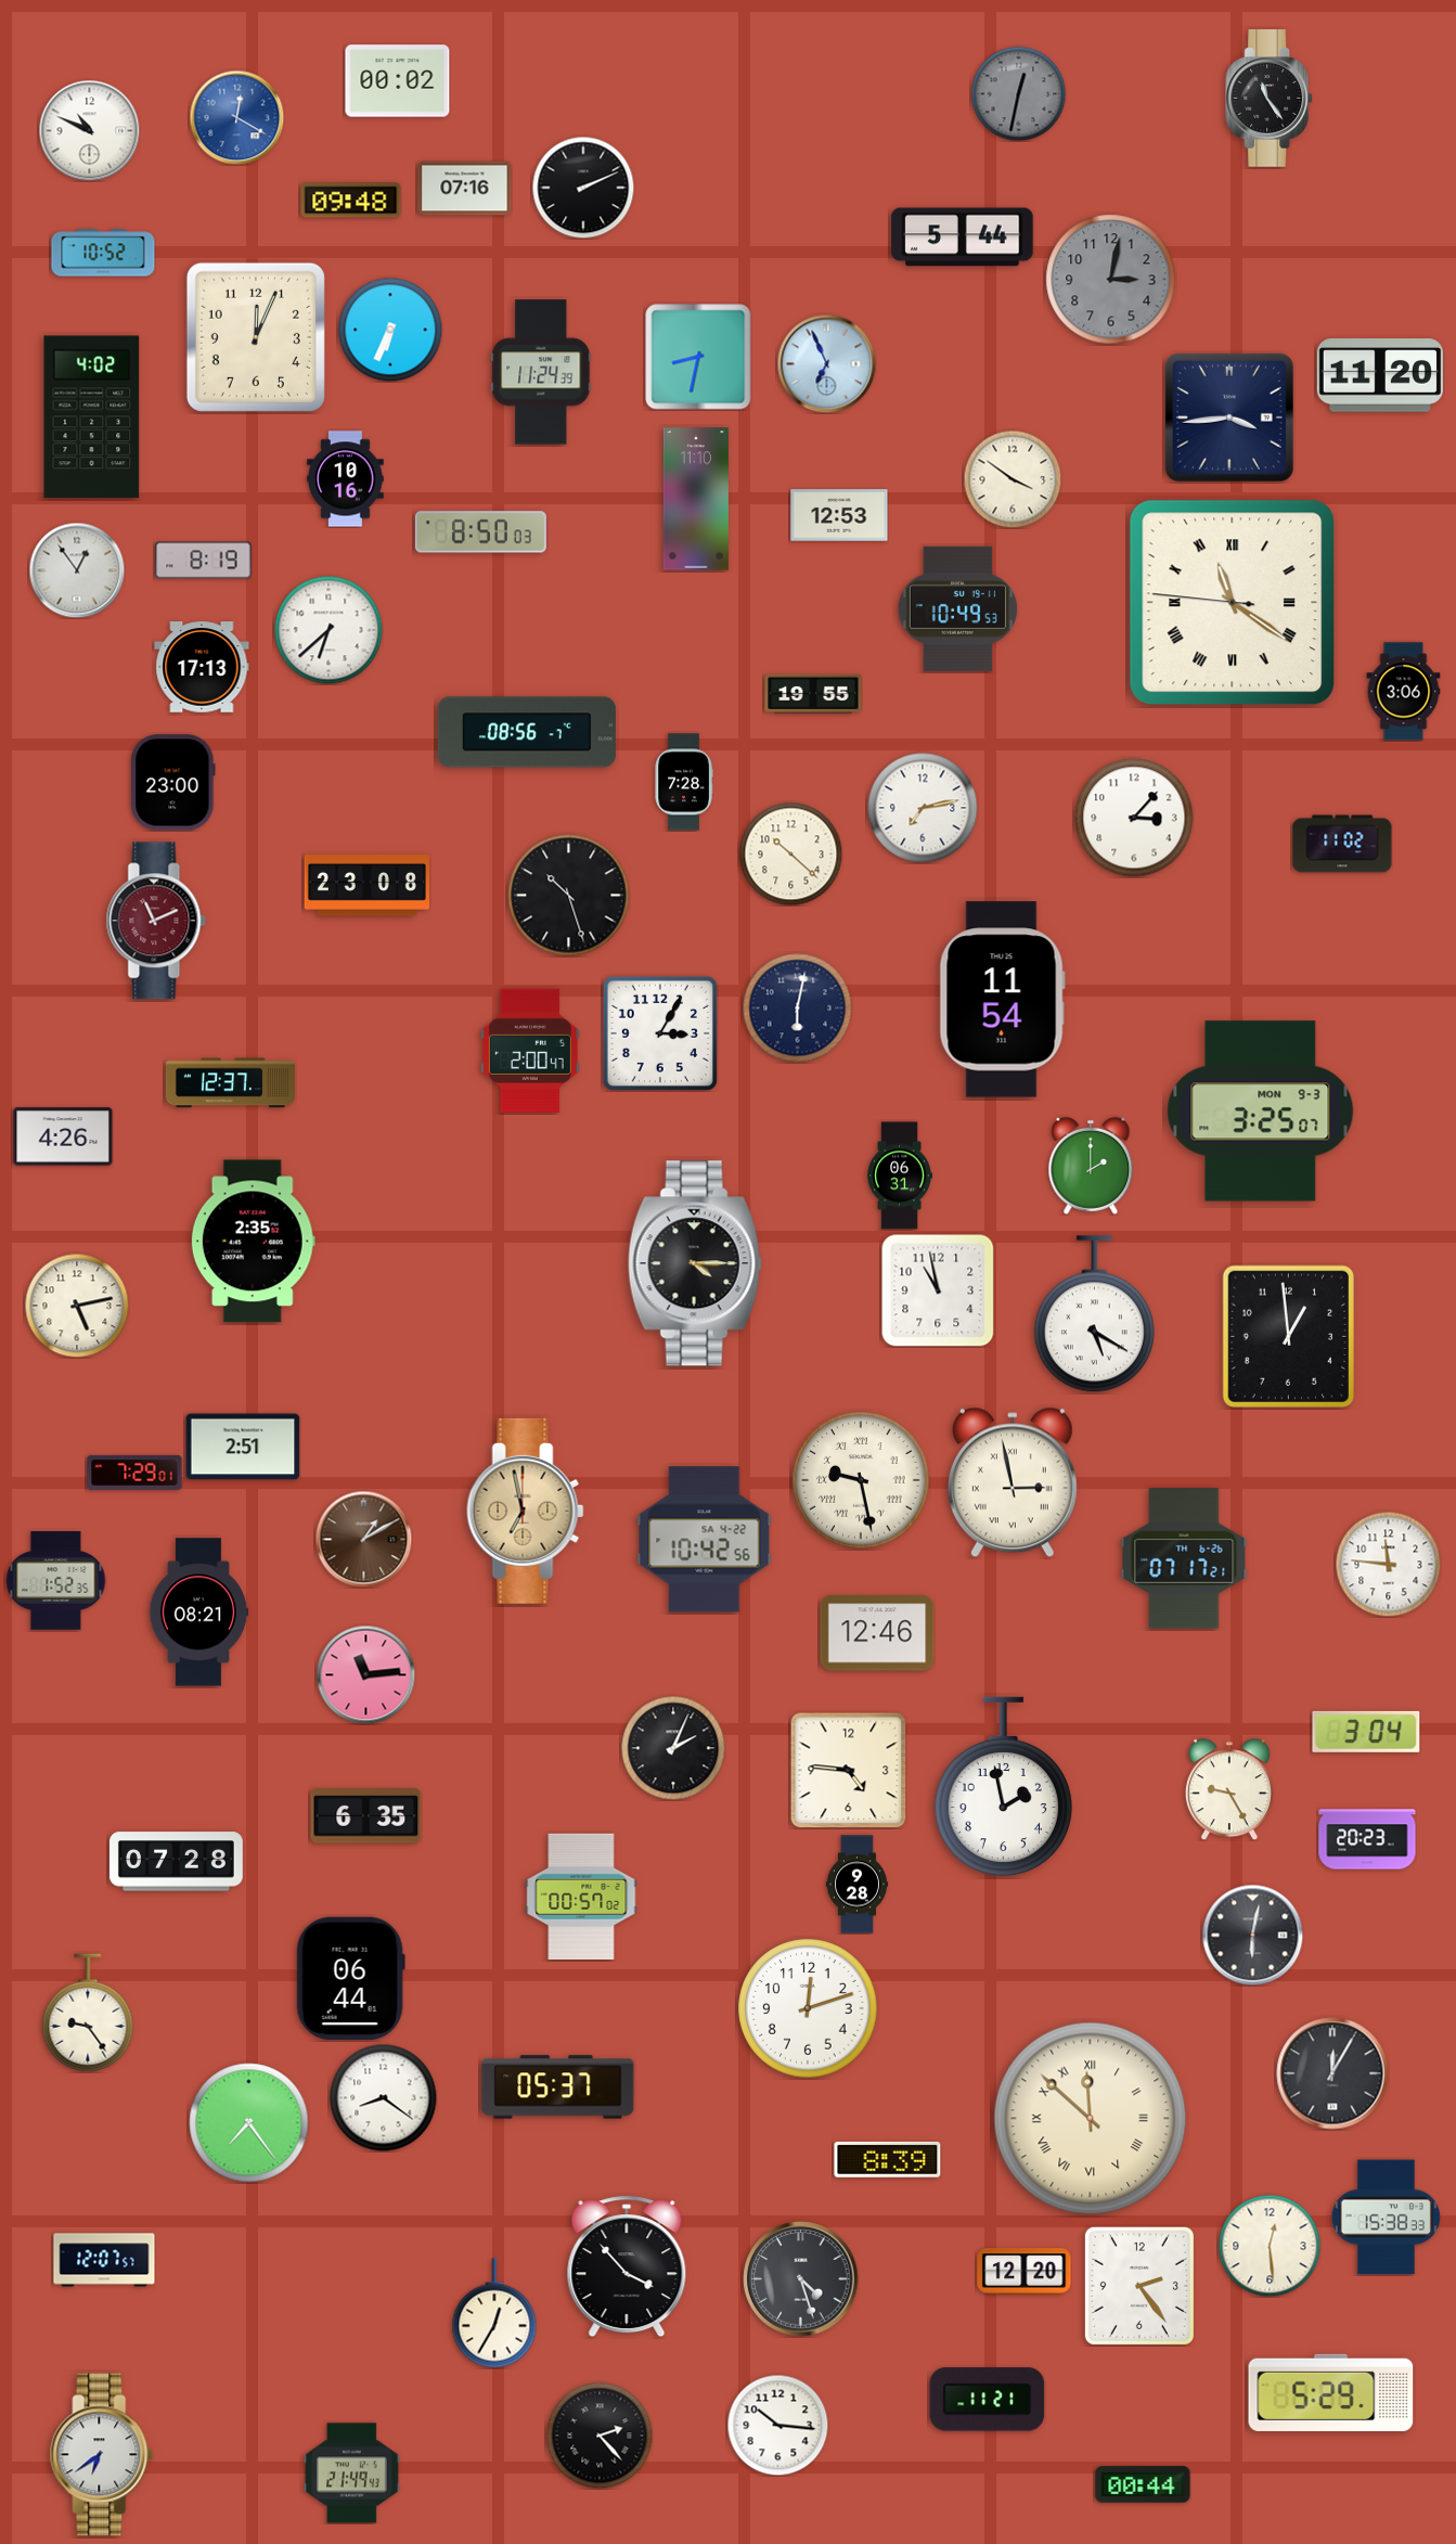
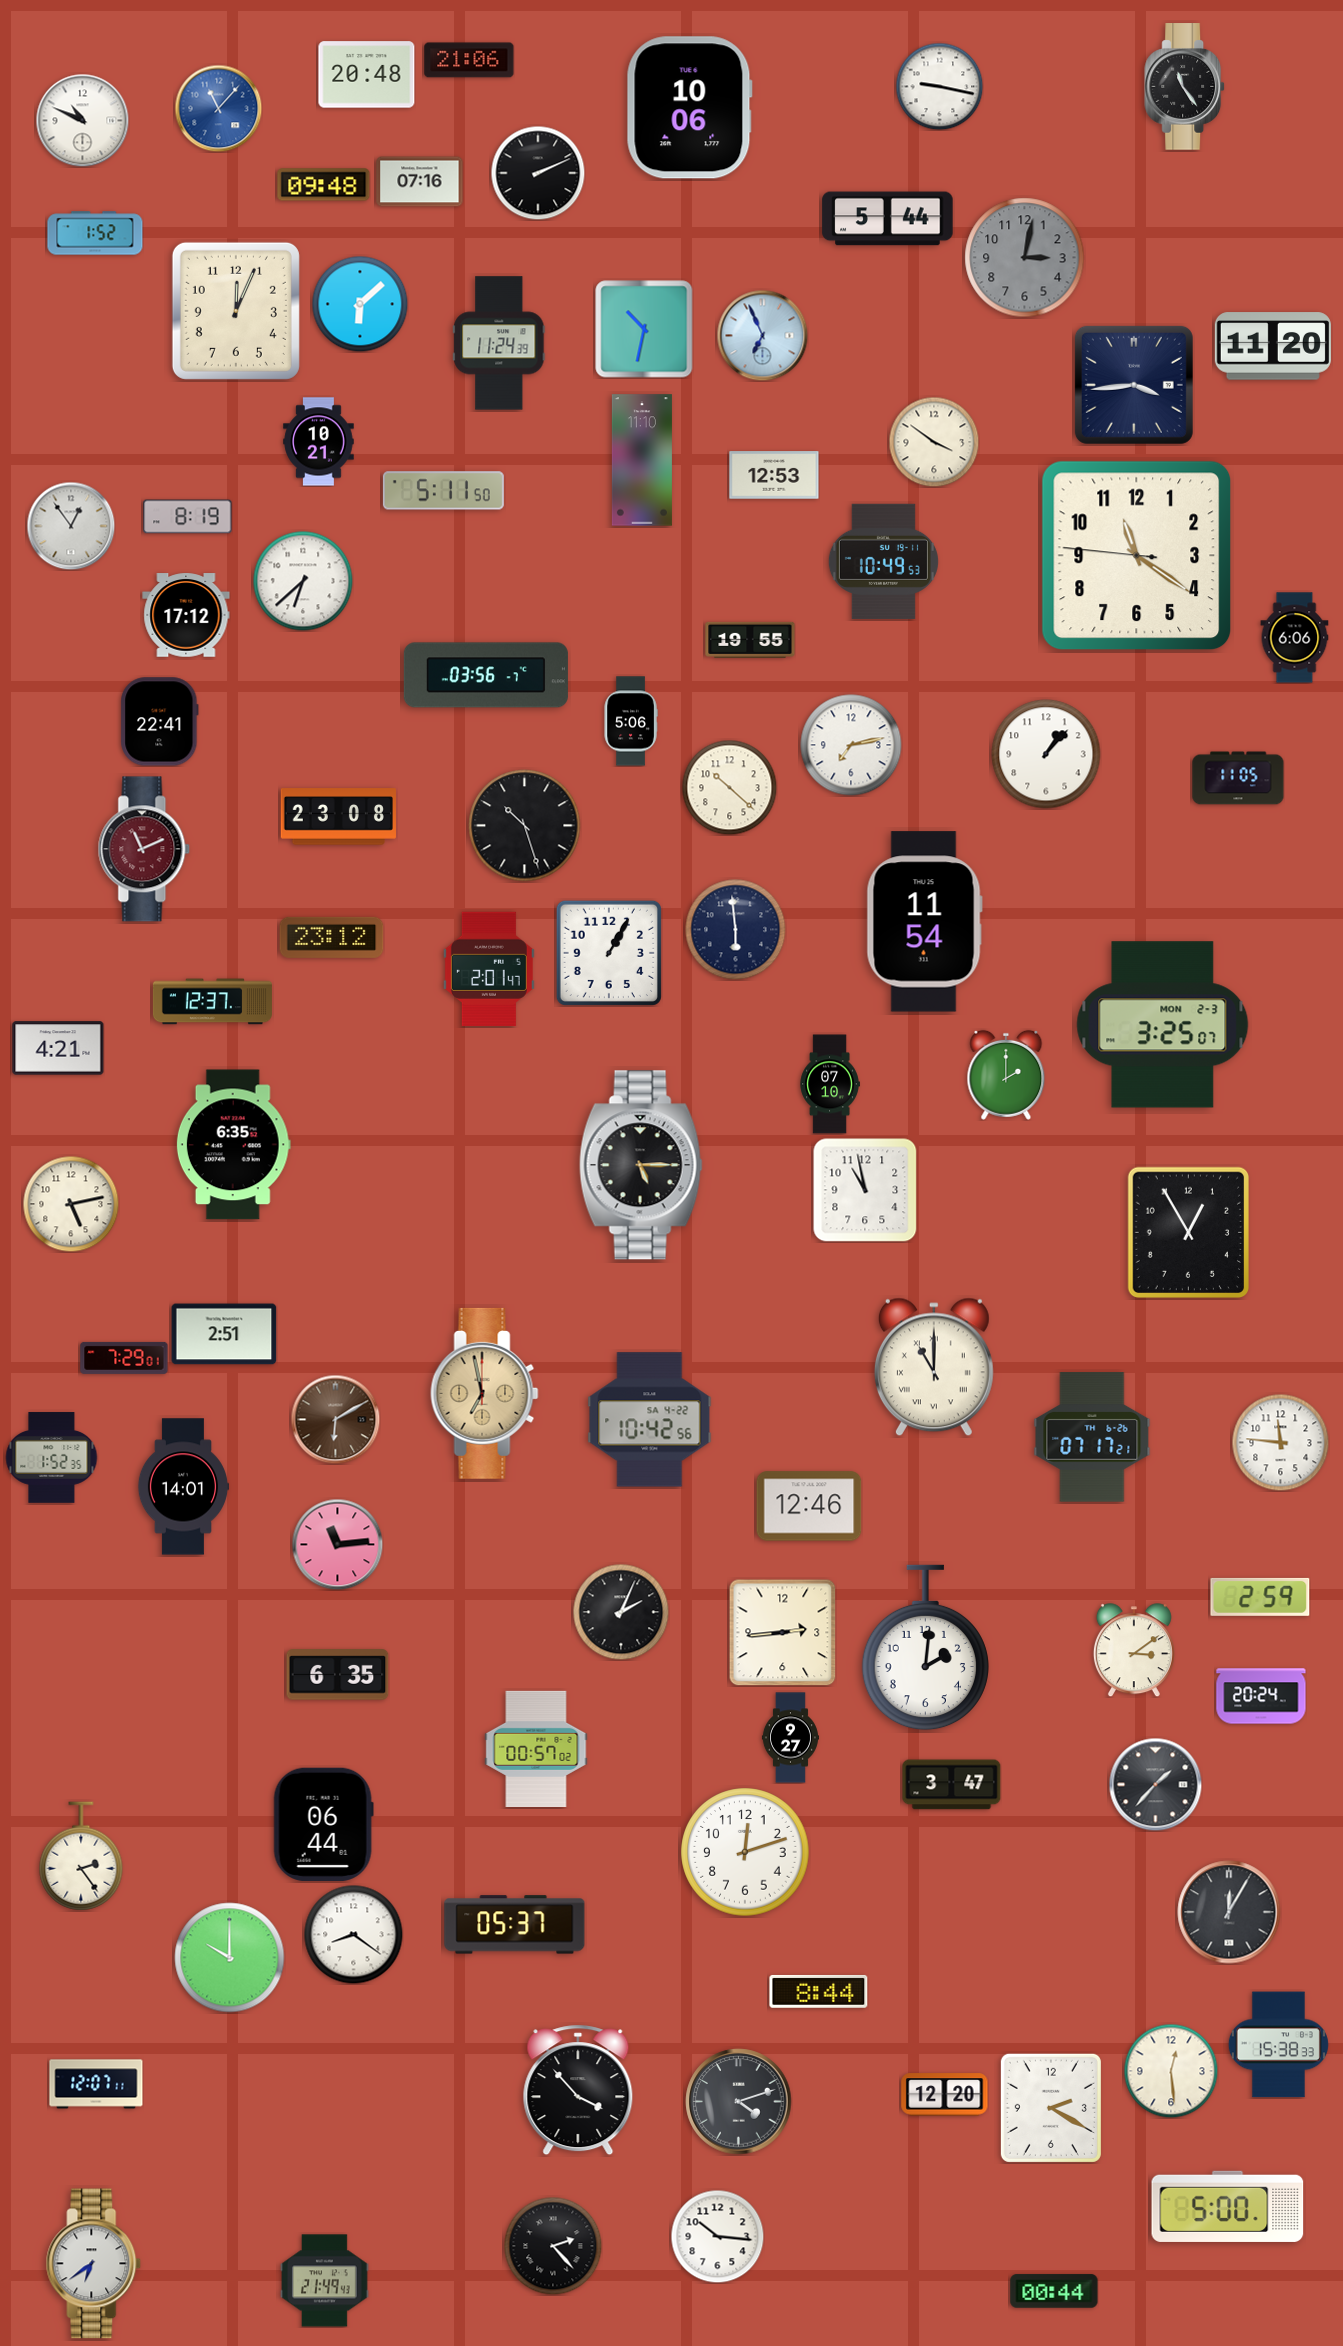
clock at (469, 60): none -> 21:06
clock at (398, 81): 00:02 -> 20:48
clock at (1018, 93): 12:32 -> 9:17
clock at (1018, 93) dial: grey -> white
clock at (1270, 99) position: (1270, 99) -> (1185, 87)
clock at (236, 117): 12:20 -> 11:07
clock at (689, 108): none -> 10:06
clock at (465, 189) position: (465, 189) -> (420, 182)
clock at (103, 253): 10:52 -> 1:52
clock at (390, 330): 6:34 -> 6:08
clock at (698, 357): 8:32 -> 10:32
clock at (92, 417): 4:02 -> none
clock at (346, 479): 10:16 -> 10:21
clock at (480, 532): 8:50 -> 5:11
clock at (1233, 603) numerals: Roman -> Arabic
clock at (202, 667): 17:13 -> 17:12
clock at (1404, 692): 3:06 -> 6:06
clock at (527, 732): 08:56 -> 03:56
clock at (684, 782): 7:28 -> 5:06
clock at (173, 783): 23:00 -> 22:41
clock at (1134, 818): 3:07 -> 1:07
clock at (1342, 844): 11:02 -> 11:05
clock at (798, 1008): 6:02 -> 5:59
clock at (332, 937): none -> 23:12
clock at (660, 1033): 3:05 -> 1:05
clock at (530, 1051): 2:00 -> 2:01
clock at (230, 1083) position: (230, 1083) -> (212, 1002)
clock at (1261, 1112) date: MON 9-3 -> MON 2-3
clock at (63, 1136): 4:26 -> 4:21
clock at (900, 1175): 06:31 -> 07:10
clock at (253, 1242): 2:35 -> 6:35
clock at (695, 1263): 4:15 -> 5:15
clock at (1094, 1314): 5:20 -> none
clock at (1288, 1337): 12:59 -> 12:55
clock at (861, 1480): 9:28 -> none
clock at (1013, 1482): 2:58 -> 11:00
clock at (363, 1539): 1:10 -> 6:10
clock at (198, 1613): 08:21 -> 14:01
clock at (1366, 1732): 3:04 -> 2:59
clock at (849, 1771): 4:46 -> 2:44
clock at (1003, 1787): 1:58 -> 2:01
clock at (1229, 1789): 9:25 -> 3:09
clock at (1367, 1839): 20:23 -> 20:24
clock at (176, 1862): 07:28 -> none
clock at (856, 1885): 9:28 -> 9:27
clock at (1252, 1935): 6:02 -> 1:37
clock at (952, 1785): none -> 3:47
clock at (88, 2013): 9:24 -> 2:24
clock at (1091, 2119): 11:52 -> none
clock at (249, 2123): 7:24 -> 10:00
clock at (888, 2159): 8:39 -> 8:44
clock at (104, 2260): 12:07:57 -> 12:07:11
clock at (801, 2279): 4:27 -> 4:12
clock at (1139, 2286): 2:24 -> 2:20
clock at (494, 2313): 12:35 -> none
clock at (1331, 2392): 5:29 -> 5:00
clock at (988, 2400): 11:21 -> none
